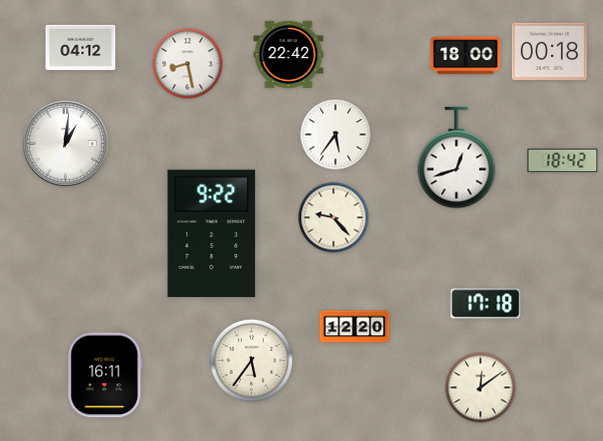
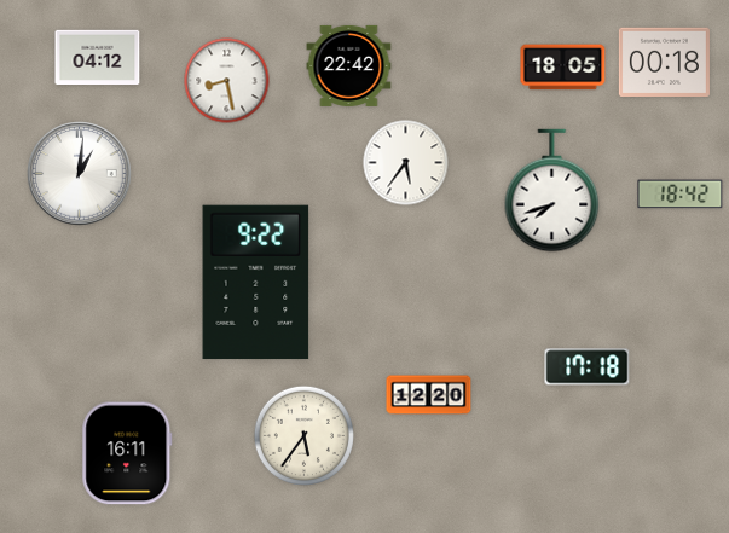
clock at (466, 56): 18:00 -> 18:05
clock at (188, 64) position: (188, 64) -> (227, 81)
clock at (457, 158): 12:42 -> 7:42
clock at (334, 218): 9:23 -> none
clock at (481, 388): 12:09 -> none
